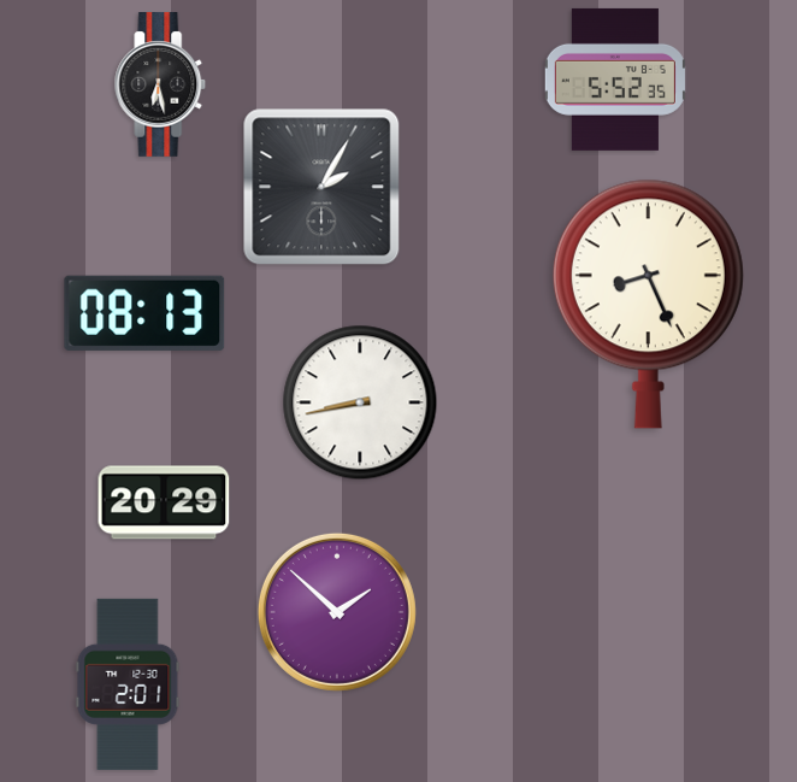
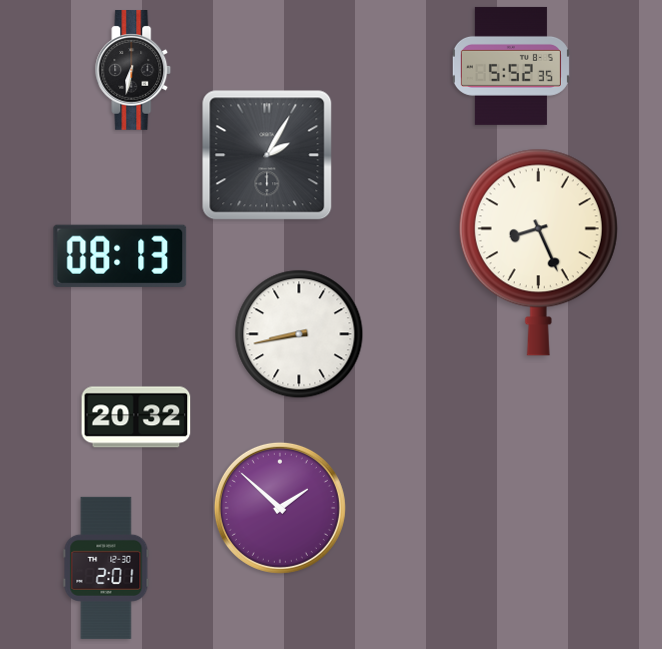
clock at (160, 86): 6:28 -> 6:32
clock at (144, 313) position: (144, 313) -> (120, 256)
clock at (164, 502): 20:29 -> 20:32
